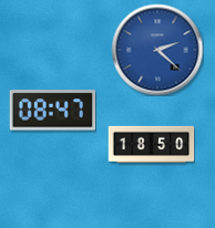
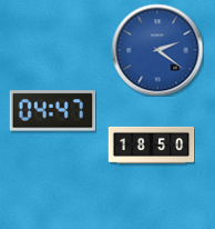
clock at (157, 50): 2:22 -> 2:21
clock at (52, 111): 08:47 -> 04:47
